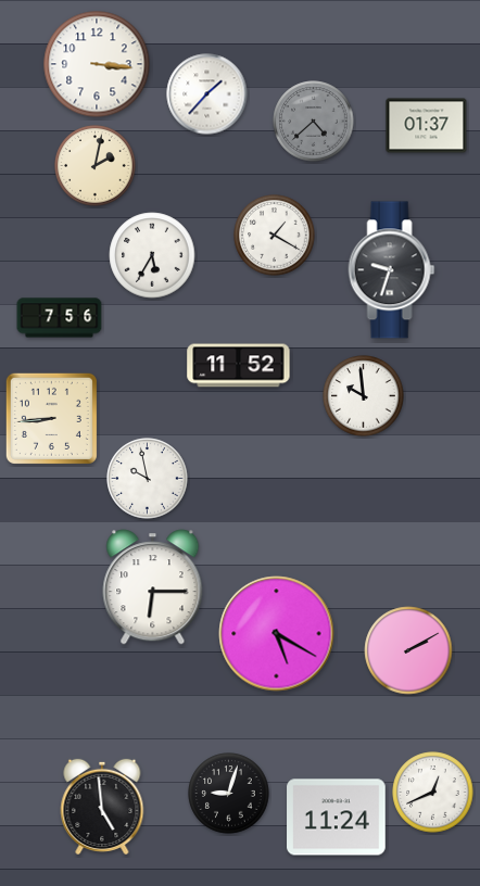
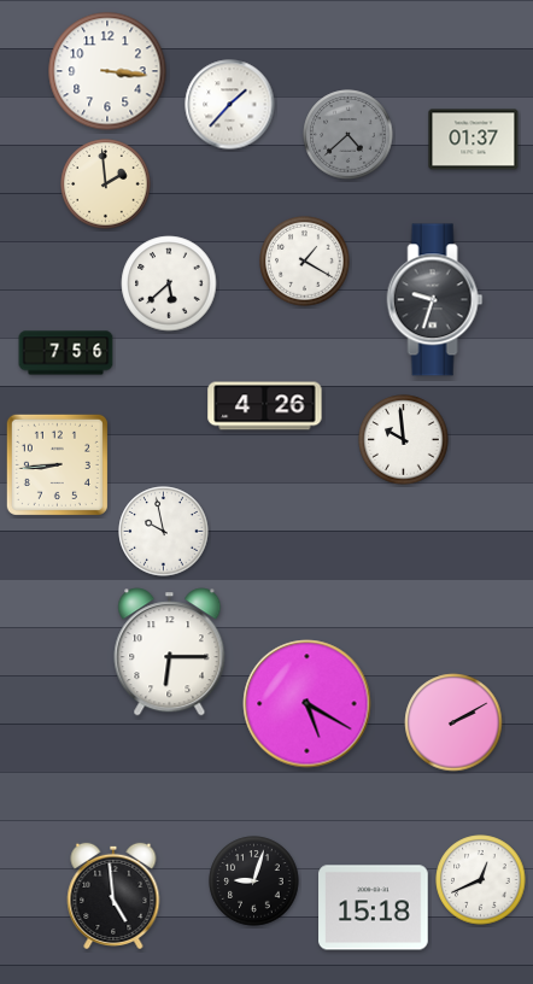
clock at (96, 166): 2:02 -> 1:59
clock at (152, 255): 5:35 -> 5:38
clock at (239, 366): 11:52 -> 4:26
clock at (337, 818): 11:24 -> 15:18
